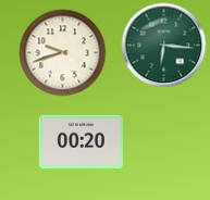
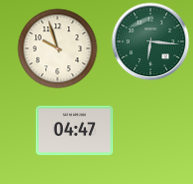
clock at (62, 52): 9:42 -> 9:57
clock at (81, 142): 00:20 -> 04:47
